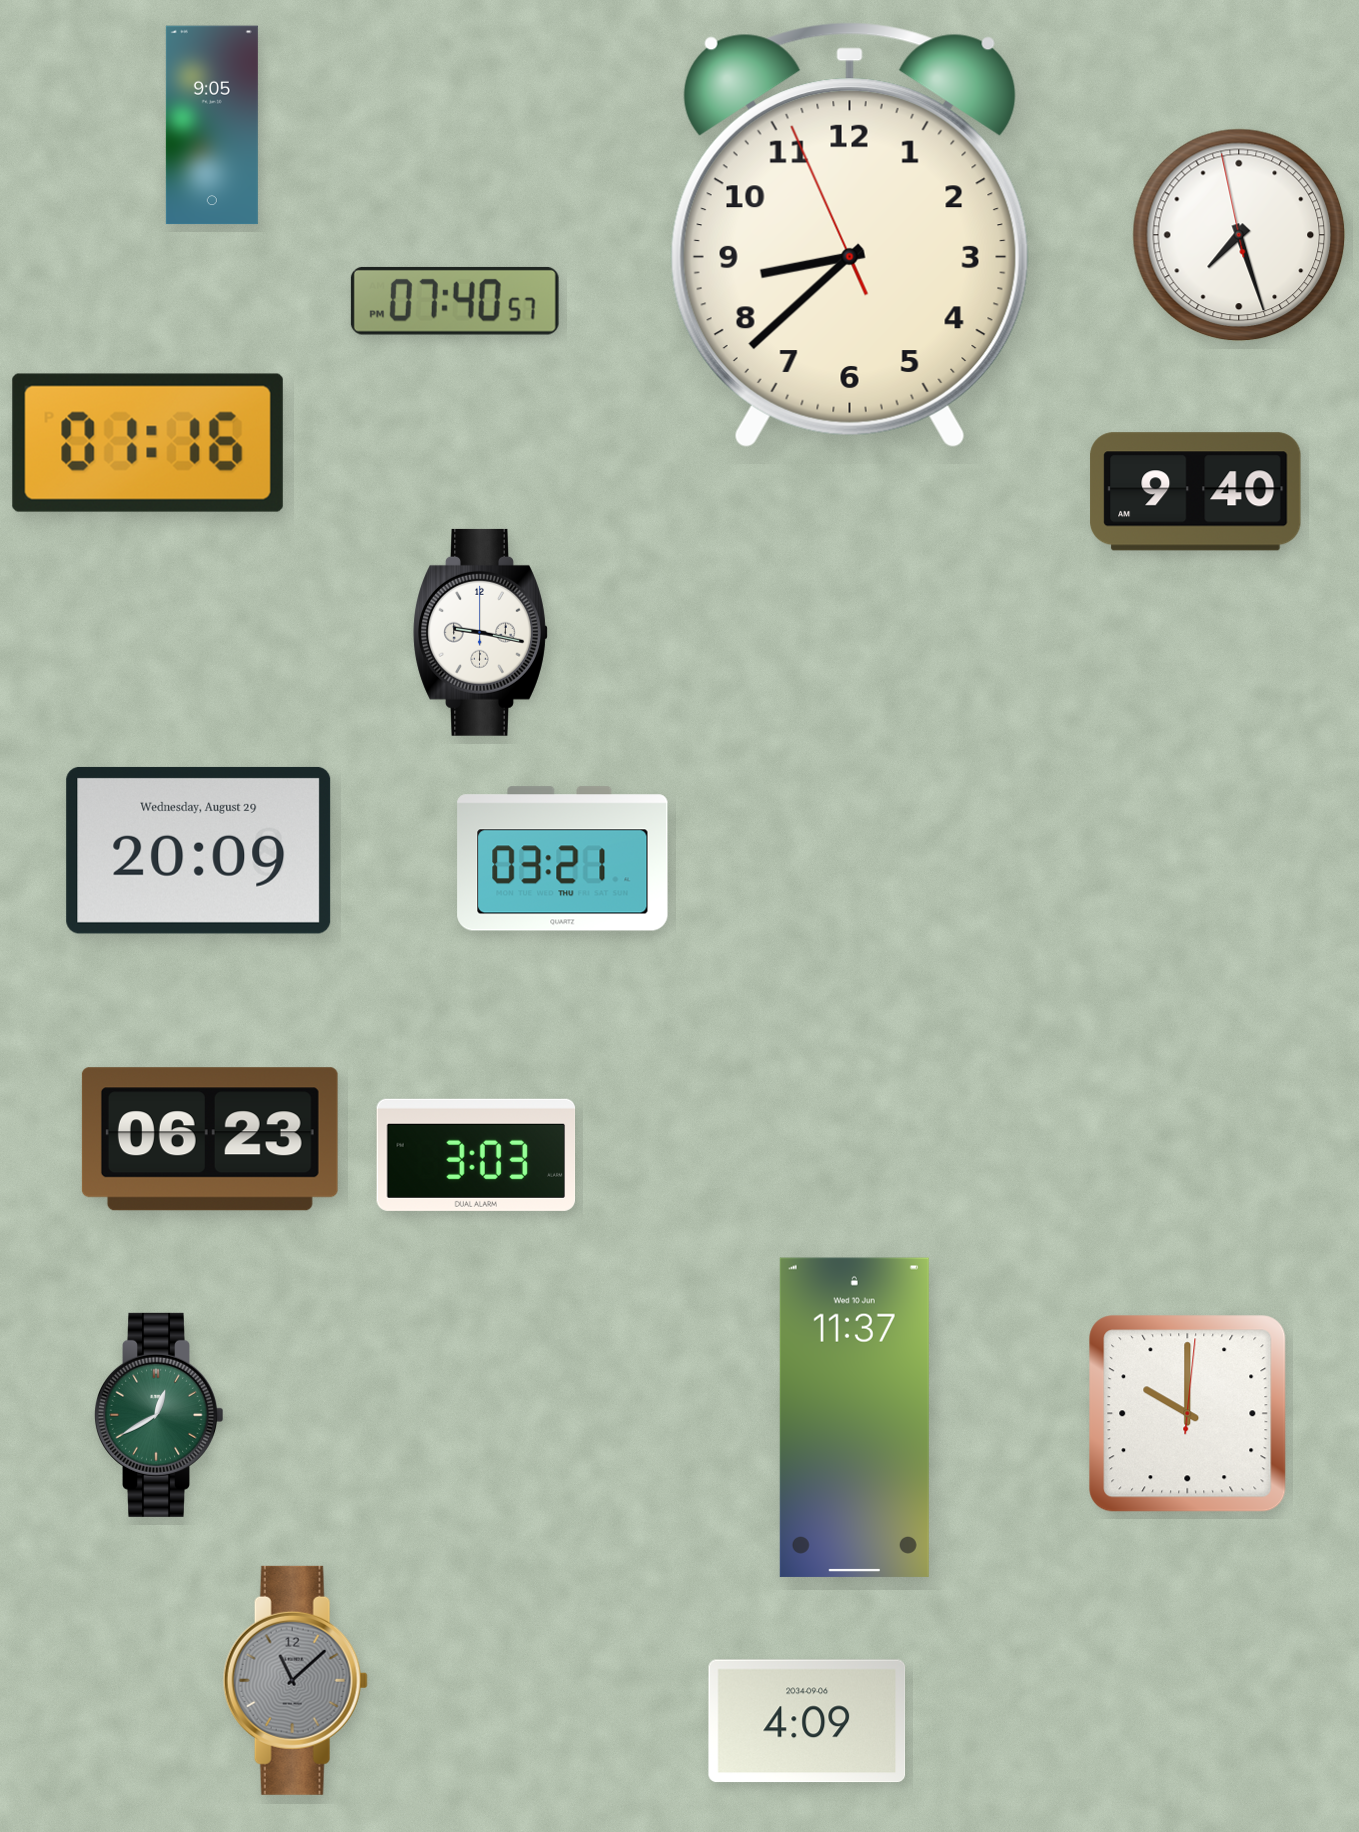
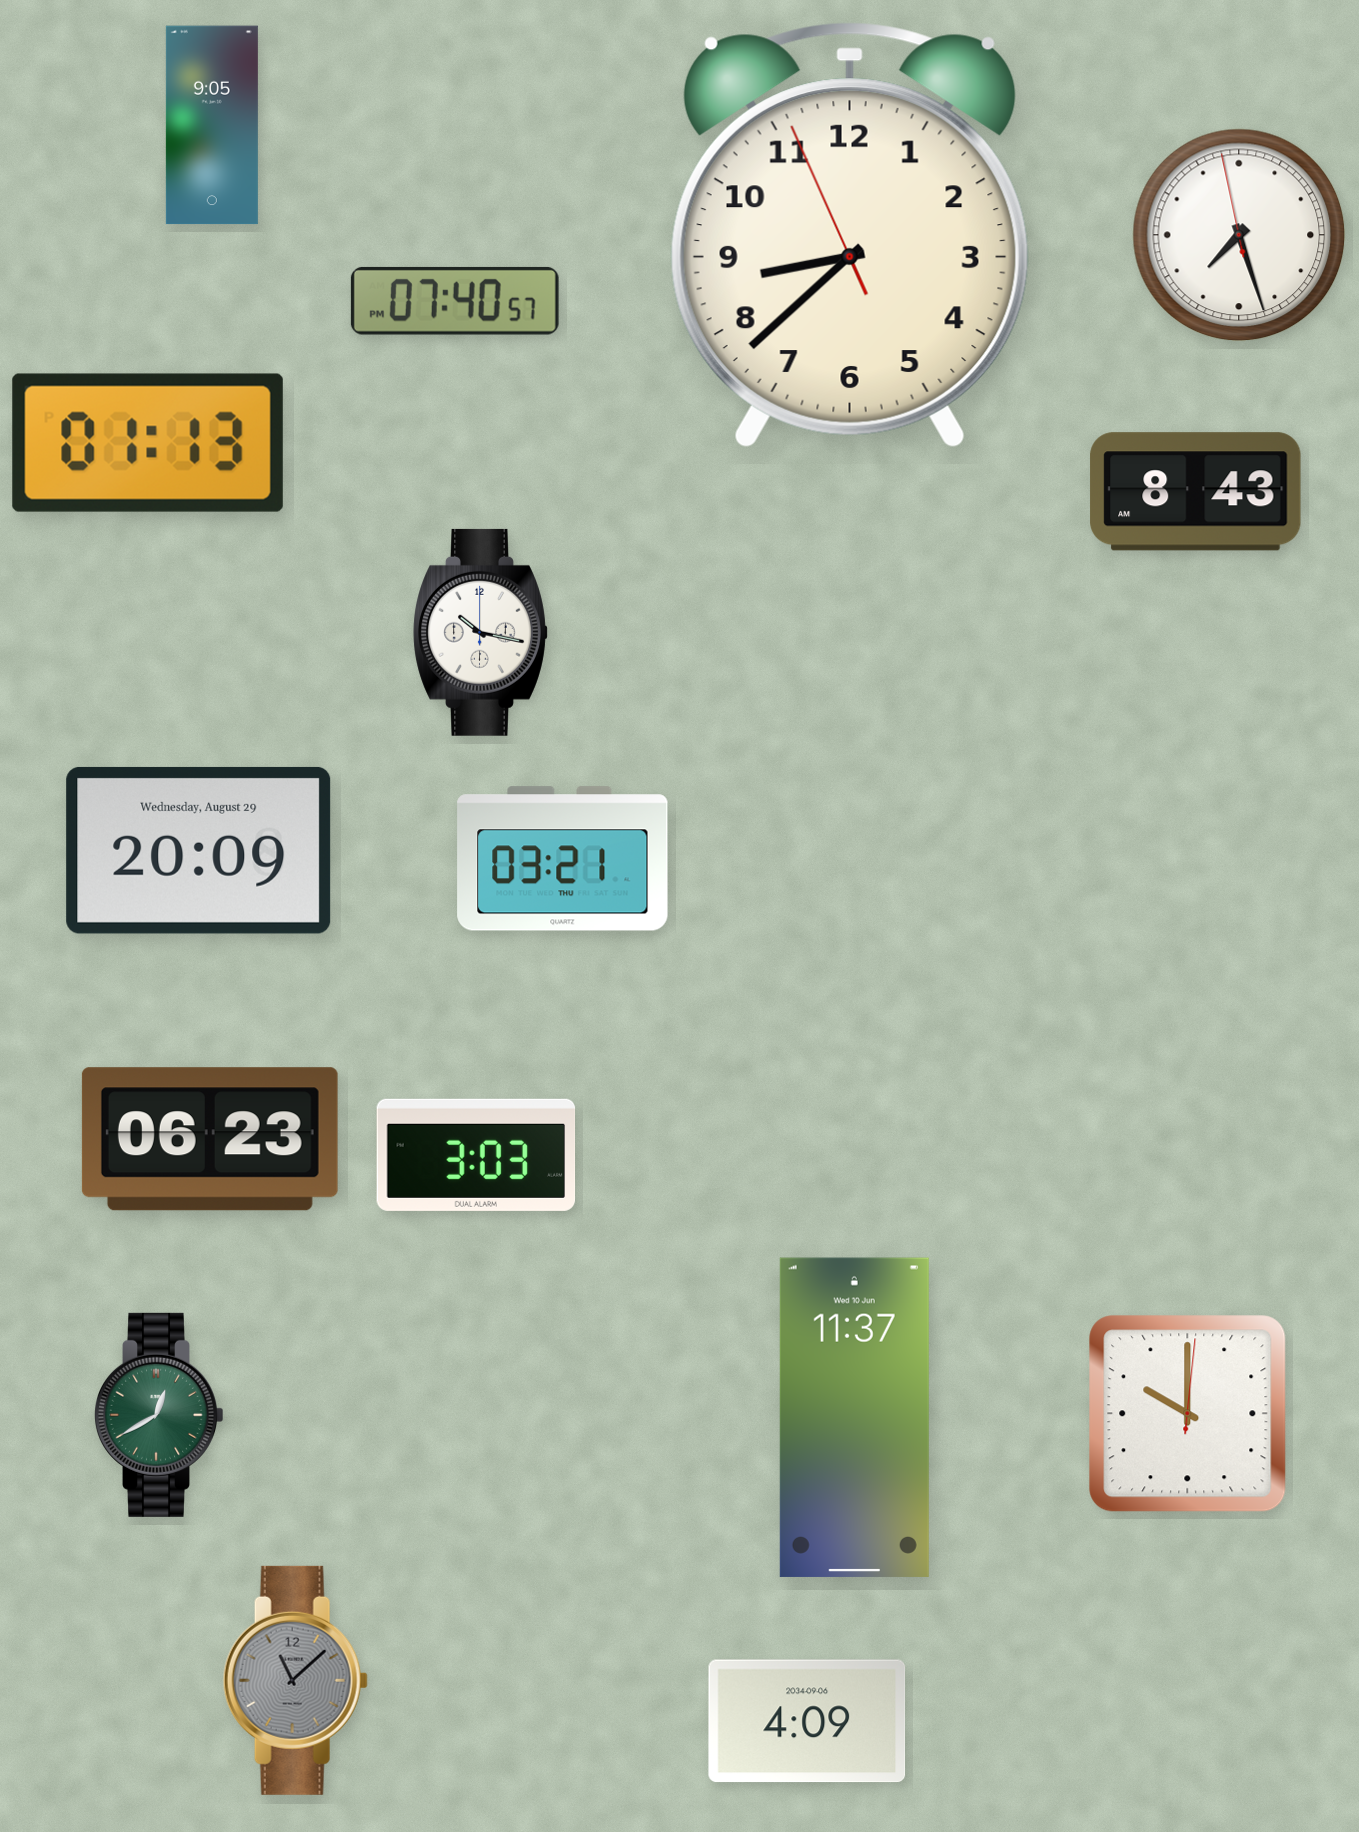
clock at (148, 443): 01:16 -> 01:13
clock at (1196, 492): 9:40 -> 8:43
clock at (481, 632): 9:17 -> 10:17
